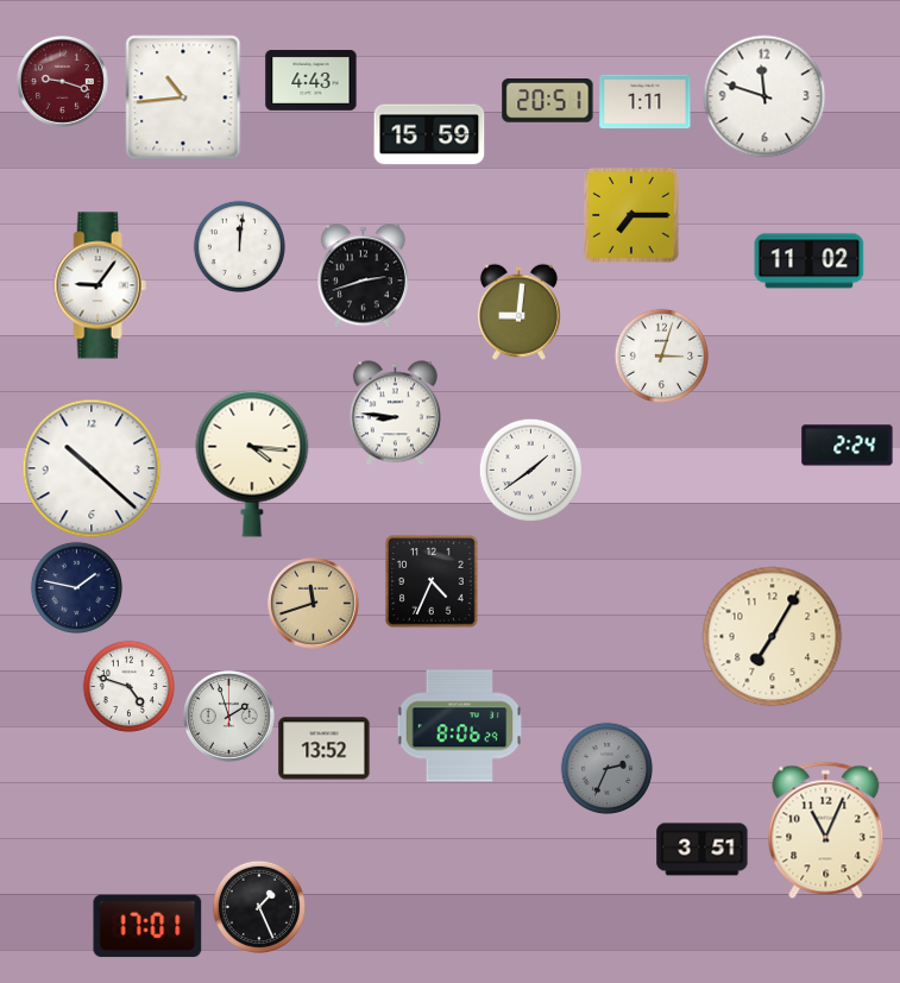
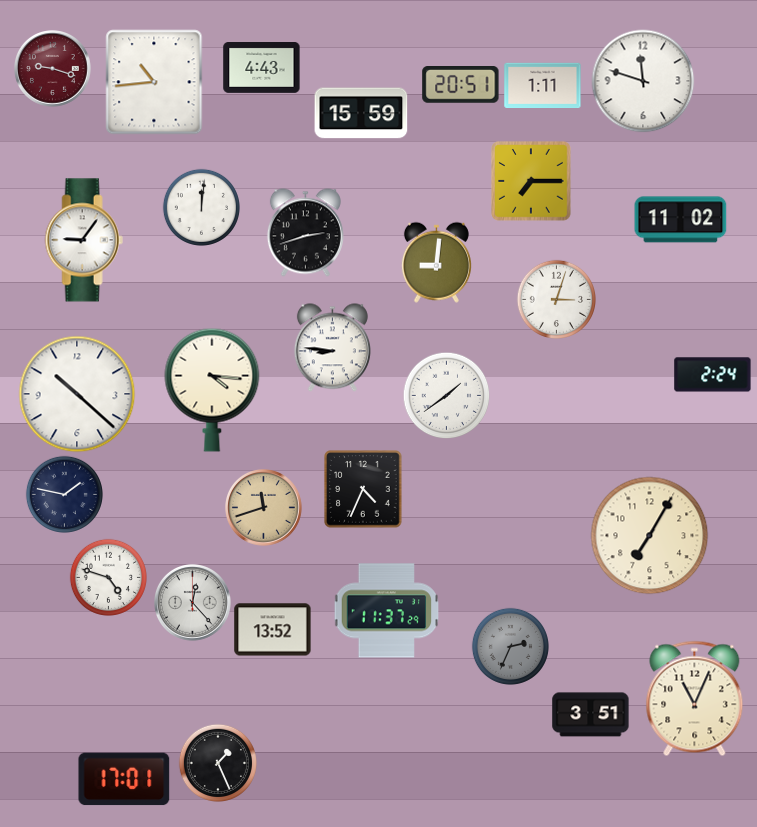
clock at (229, 717): 1:57 -> 12:23
clock at (460, 726): 8:06 -> 11:37
